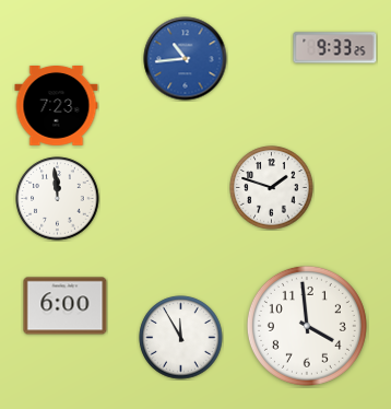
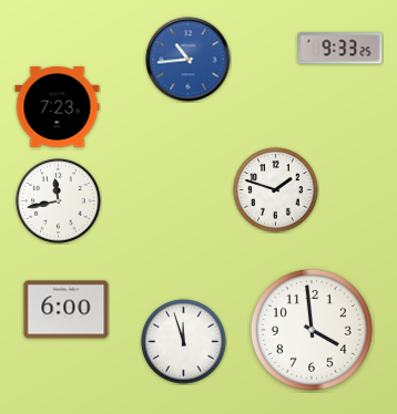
clock at (58, 199): 11:59 -> 11:43
clock at (181, 338): 11:55 -> 11:57
